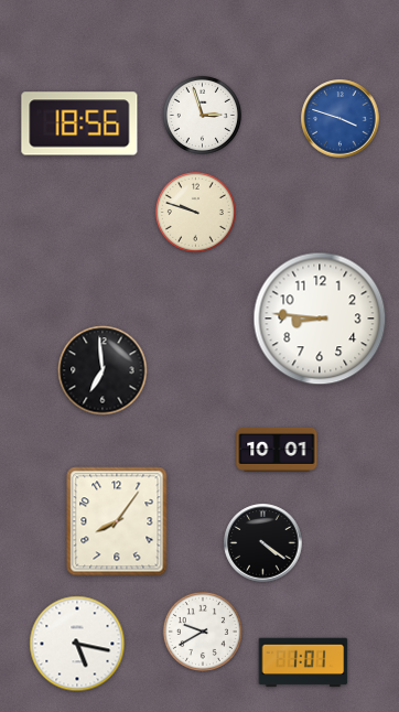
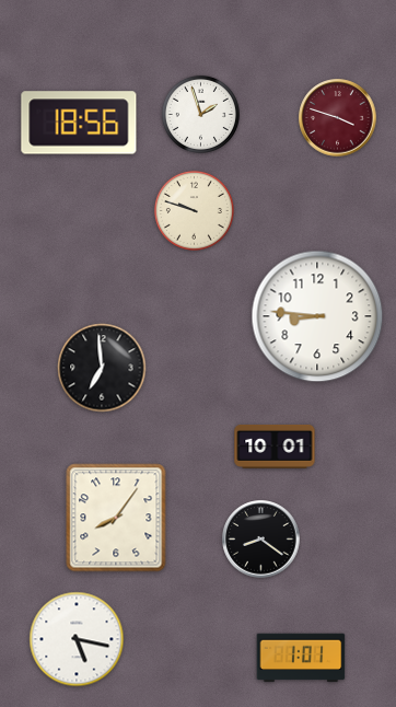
clock at (202, 115): 2:57 -> 1:57
clock at (341, 119) dial: blue -> burgundy
clock at (263, 543): 4:21 -> 8:21
clock at (203, 632): 9:40 -> none
